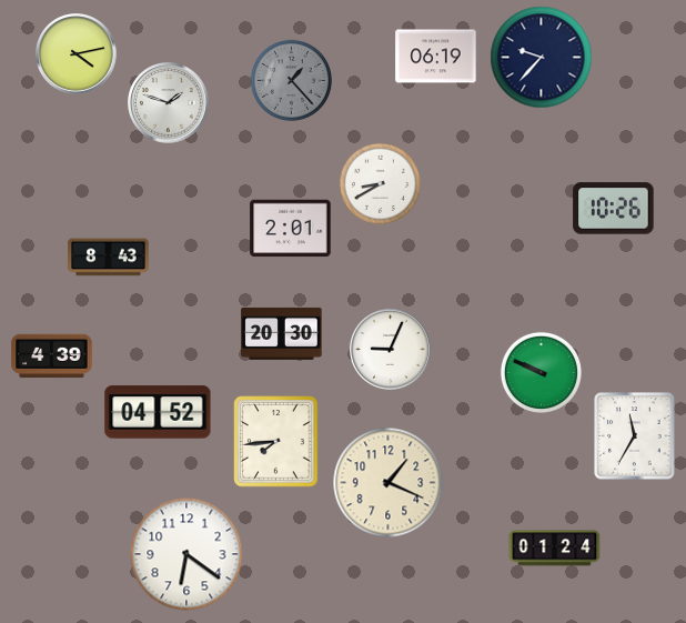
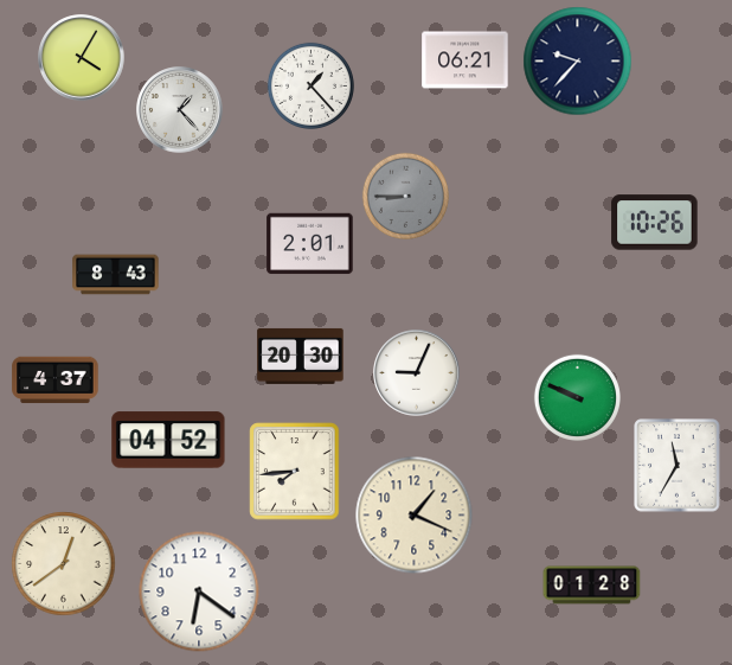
clock at (77, 54): 4:13 -> 4:05
clock at (436, 57): 06:19 -> 06:21
clock at (291, 80) dial: grey -> white
clock at (169, 103): 1:48 -> 1:23
clock at (380, 183): 8:40 -> 8:45
clock at (380, 183) dial: white -> grey
clock at (52, 356): 4:39 -> 4:37
clock at (64, 564): none -> 12:39
clock at (555, 549): 01:24 -> 01:28
